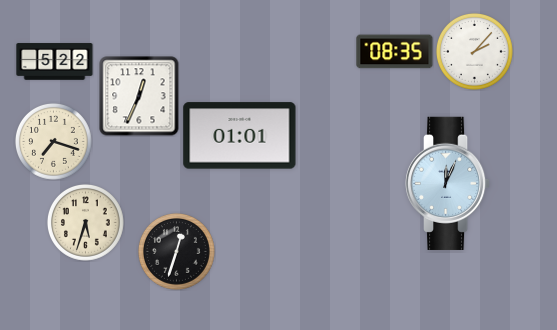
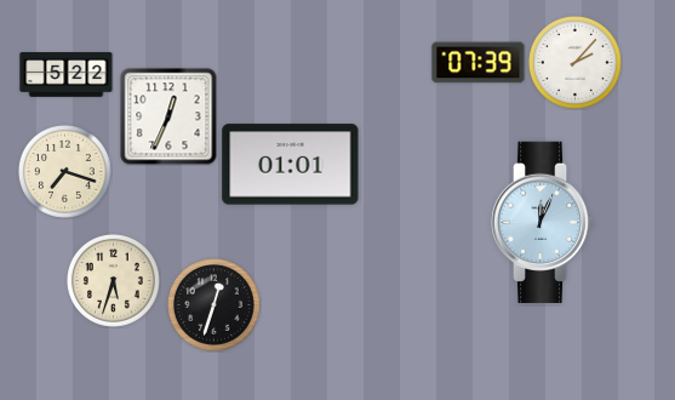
clock at (395, 52): 08:35 -> 07:39
clock at (86, 223) position: (86, 223) -> (114, 281)
